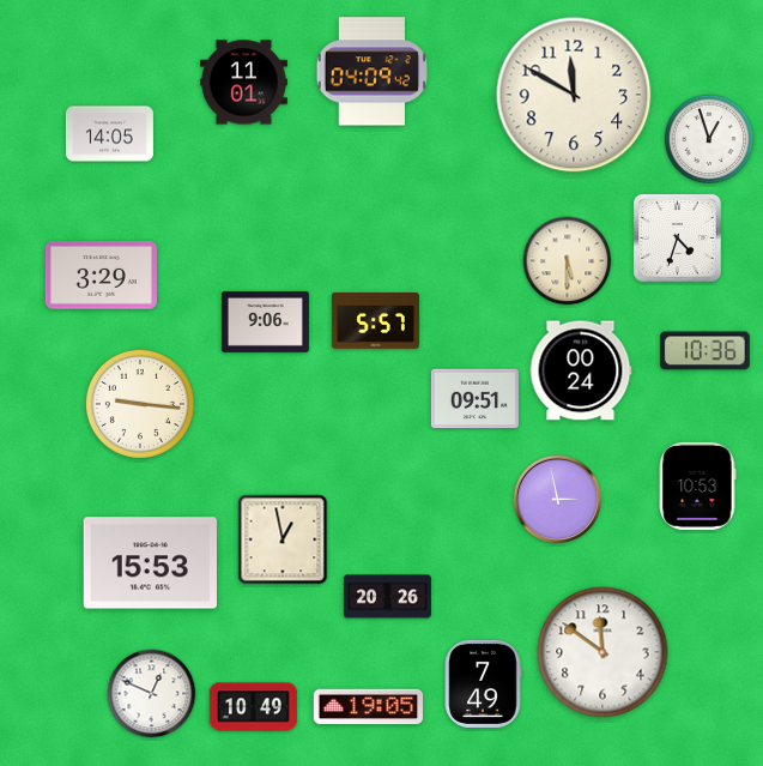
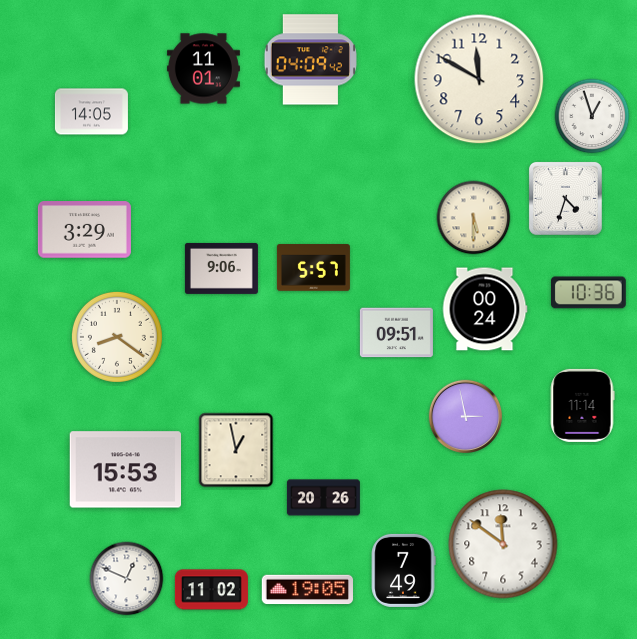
clock at (140, 404): 9:16 -> 8:21
clock at (697, 485): 10:53 -> 11:14
clock at (253, 707): 10:49 -> 11:02
